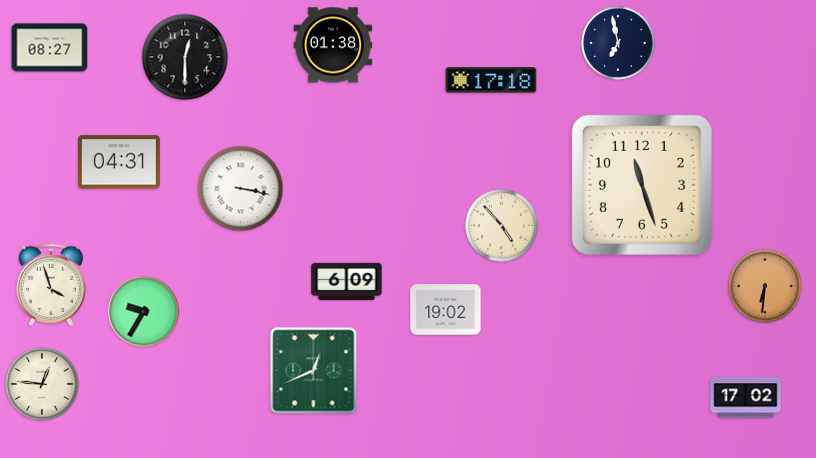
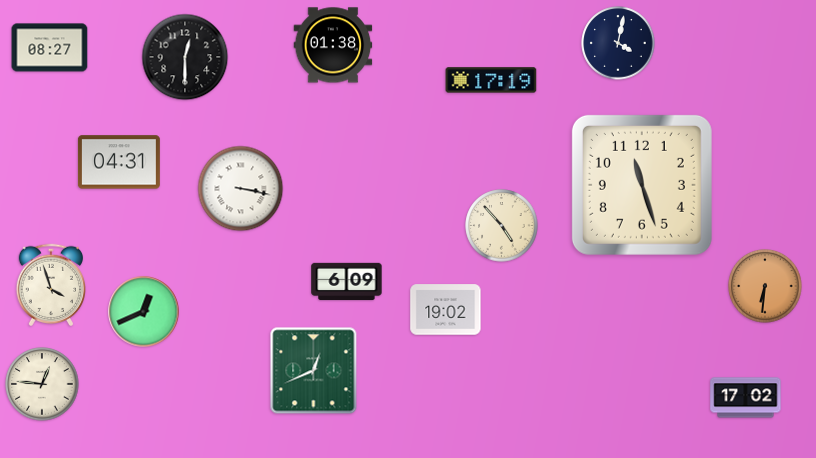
clock at (618, 43): 6:58 -> 4:02
clock at (491, 80): 17:18 -> 17:19
clock at (144, 312): 9:35 -> 12:41
